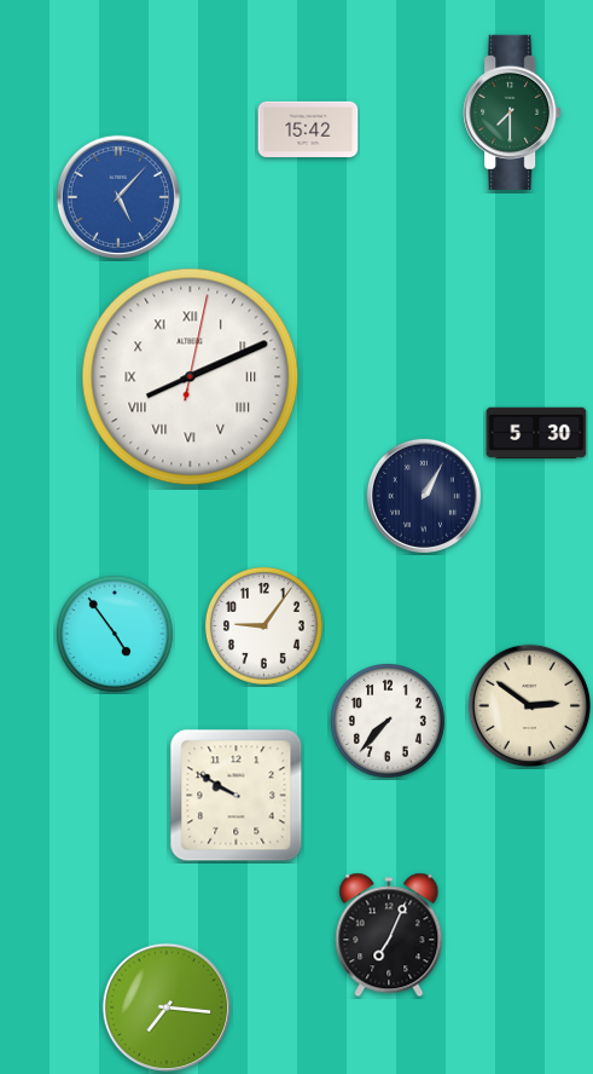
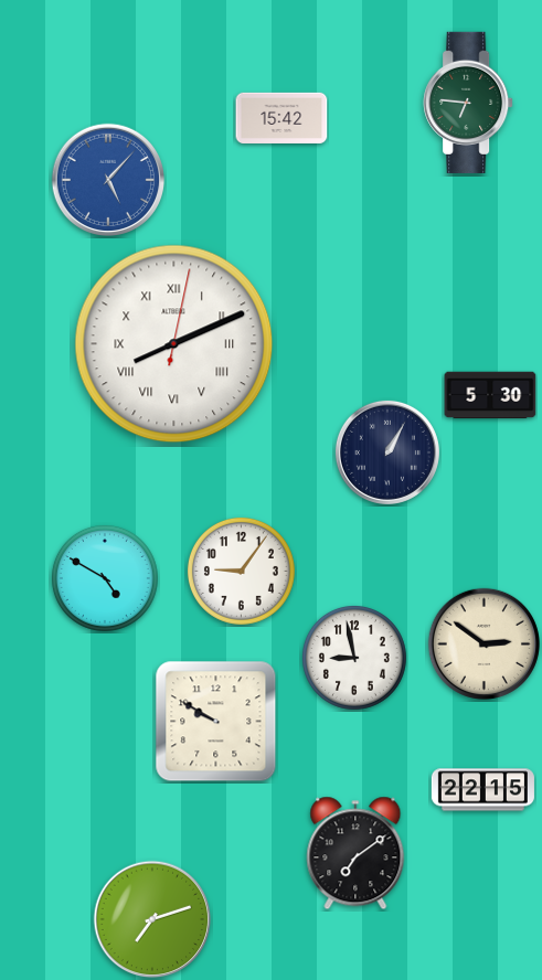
clock at (512, 112): 7:30 -> 6:46
clock at (115, 634): 4:54 -> 4:50
clock at (388, 721): 7:37 -> 8:58
clock at (237, 796) position: (237, 796) -> (216, 722)
clock at (482, 790): none -> 22:15
clock at (389, 935): 7:04 -> 7:09
clock at (167, 1007): 7:16 -> 7:12
